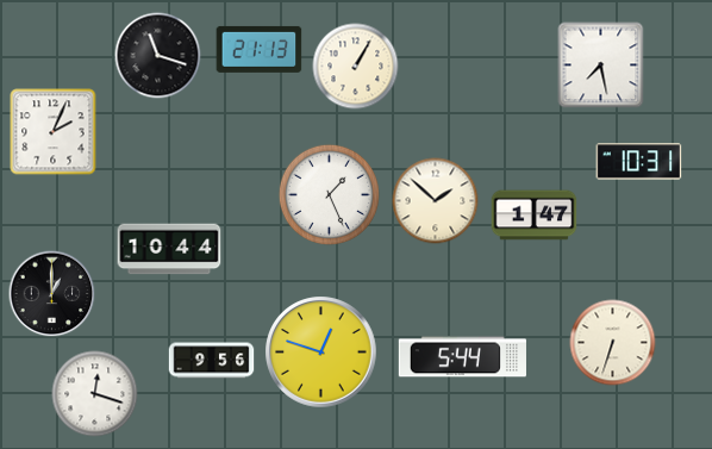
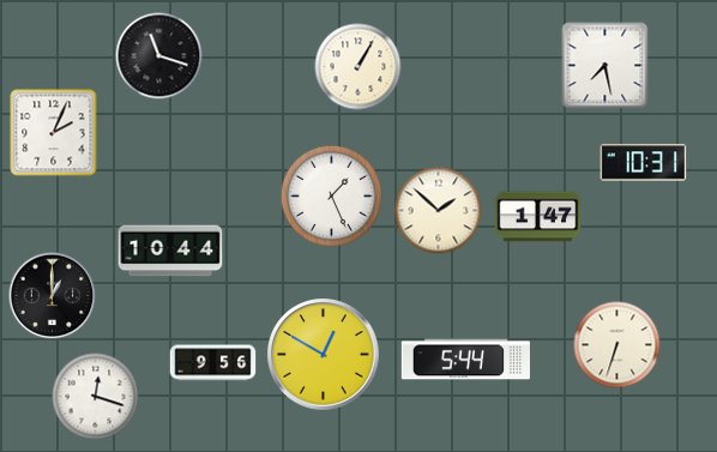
clock at (260, 49): 21:13 -> none
clock at (436, 201) position: (436, 201) -> (439, 211)
clock at (321, 353): 12:48 -> 12:50
